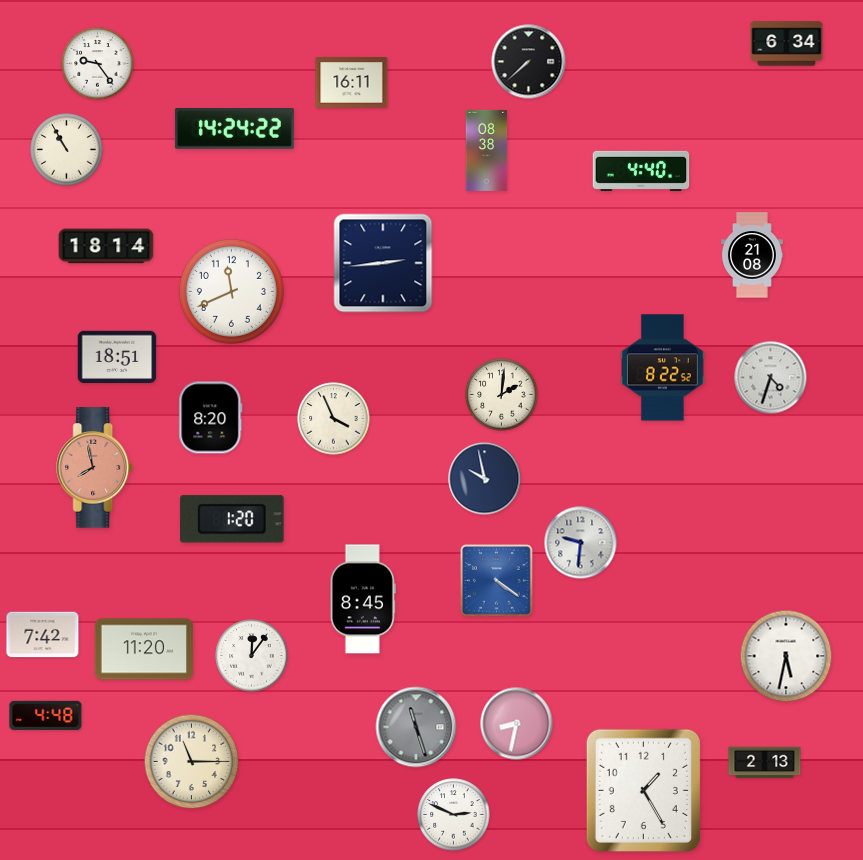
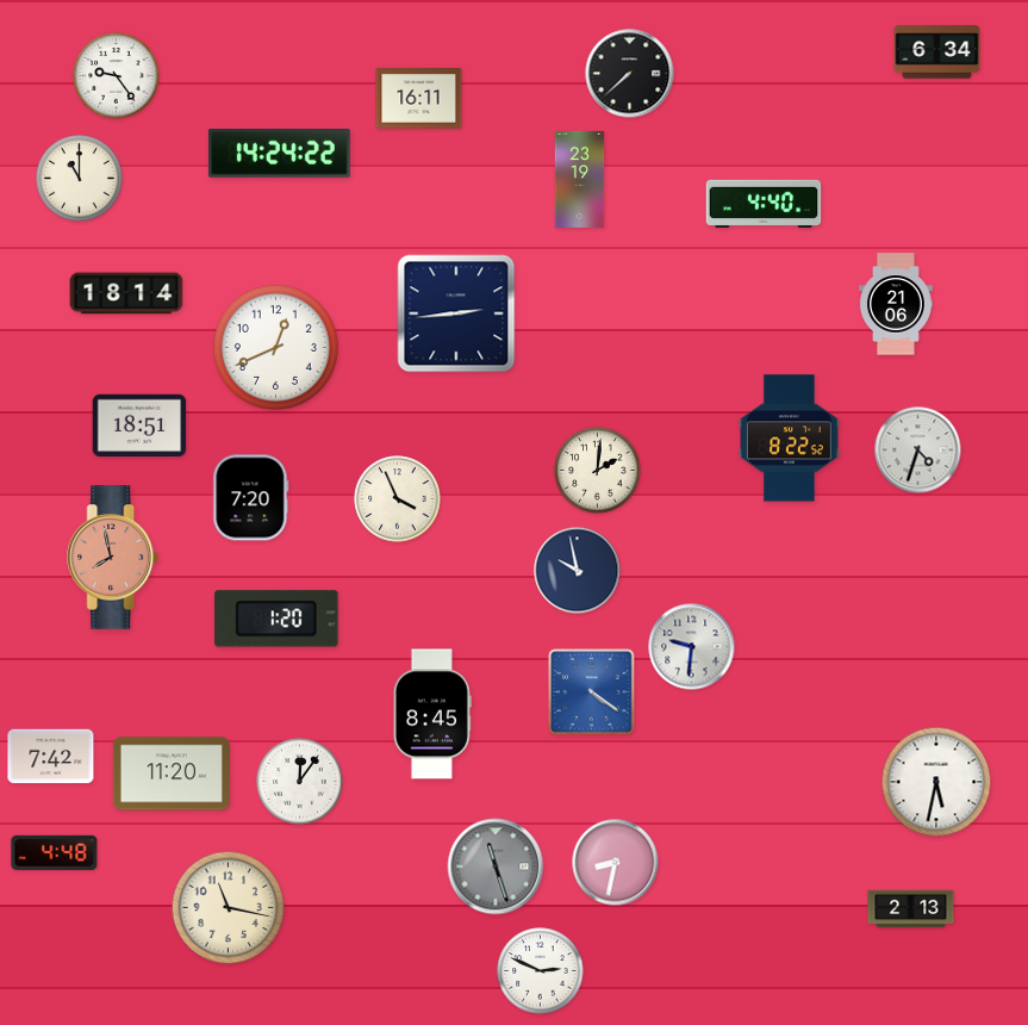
clock at (67, 150): 10:55 -> 11:00
clock at (487, 150): 08:38 -> 23:19
clock at (752, 255): 21:08 -> 21:06
clock at (231, 291): 11:41 -> 12:41
clock at (211, 418): 8:20 -> 7:20
clock at (192, 762): 11:15 -> 11:17
clock at (643, 790): 1:25 -> none
